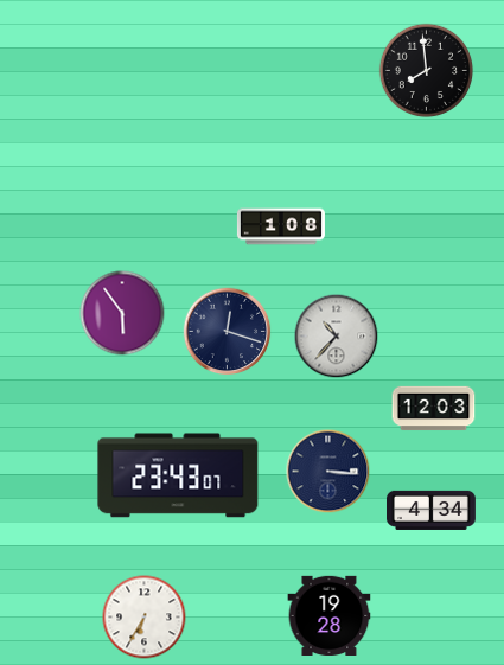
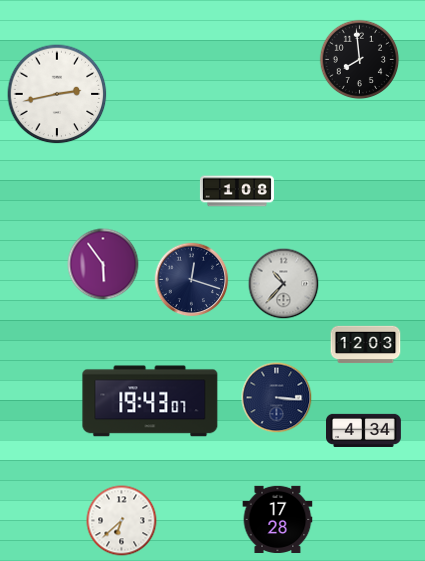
clock at (57, 94): none -> 2:43
clock at (178, 475): 23:43 -> 19:43
clock at (330, 616): 19:28 -> 17:28
clock at (145, 618): 6:35 -> 6:38
